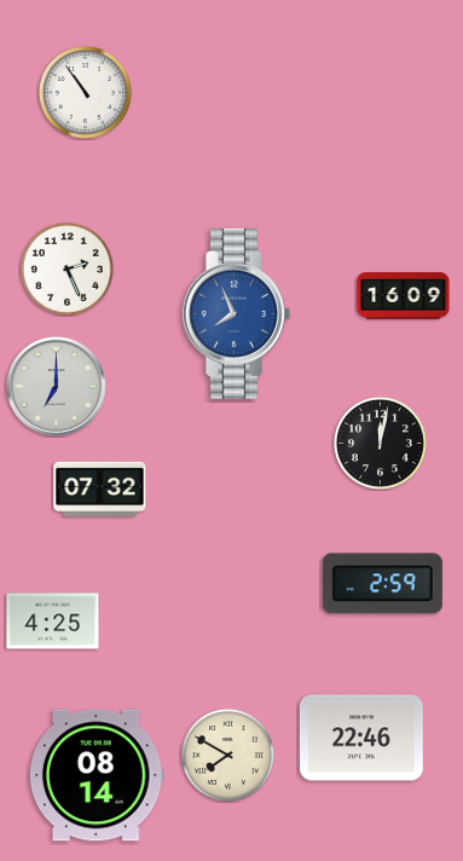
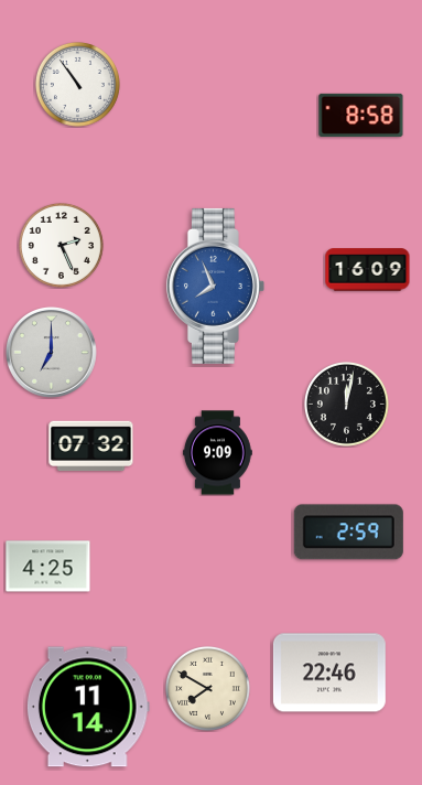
clock at (361, 115): none -> 8:58
clock at (218, 453): none -> 9:09
clock at (97, 775): 08:14 -> 11:14
